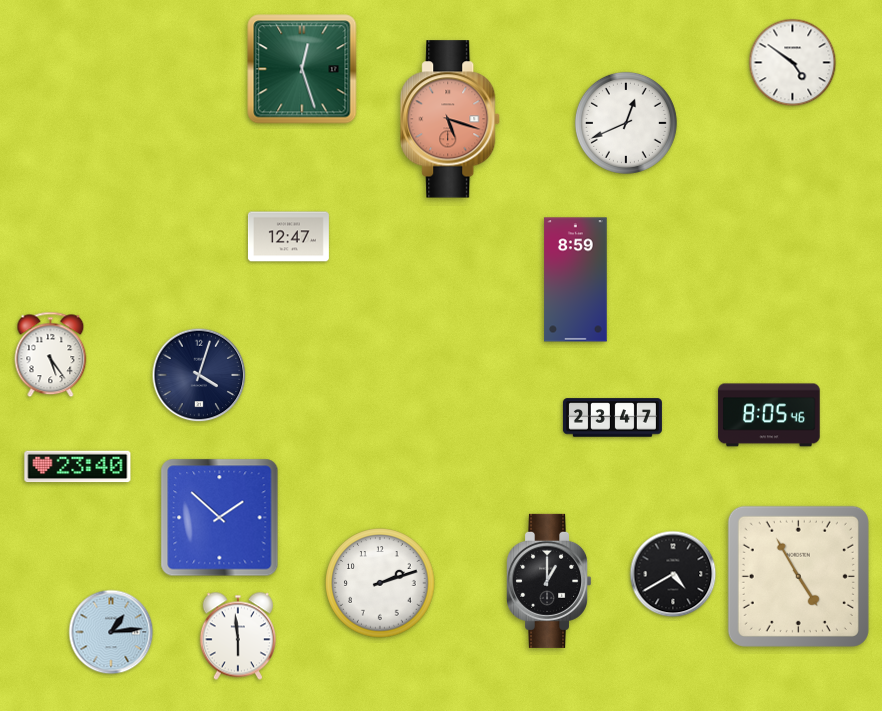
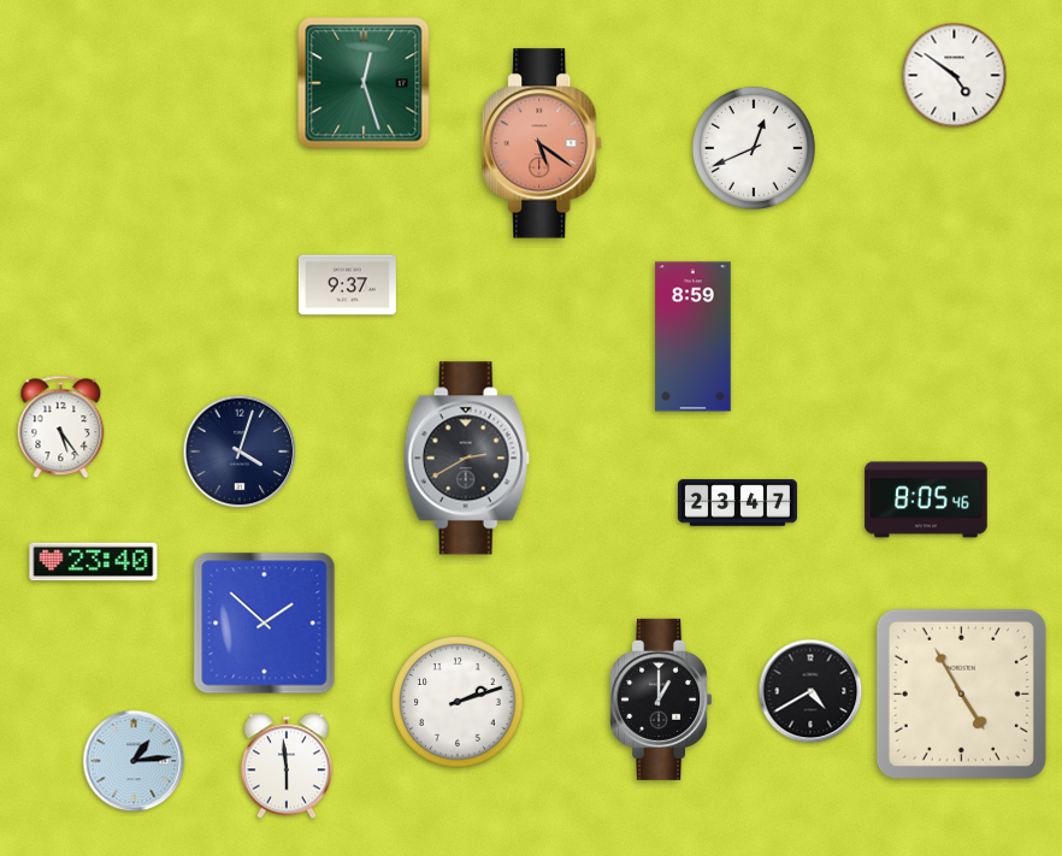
clock at (451, 119): 5:18 -> 5:21
clock at (288, 237): 12:47 -> 9:37
clock at (466, 459): none -> 2:40
